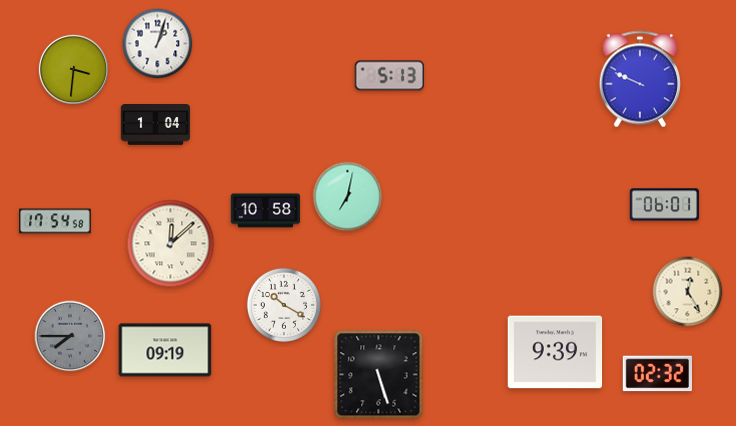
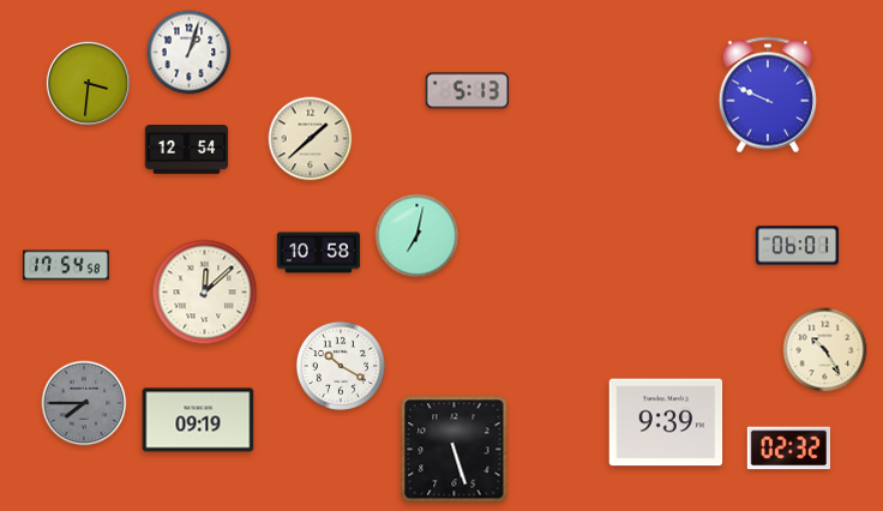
clock at (311, 139): none -> 1:38
clock at (156, 125): 1:04 -> 12:54
clock at (688, 292): 12:25 -> 10:25
